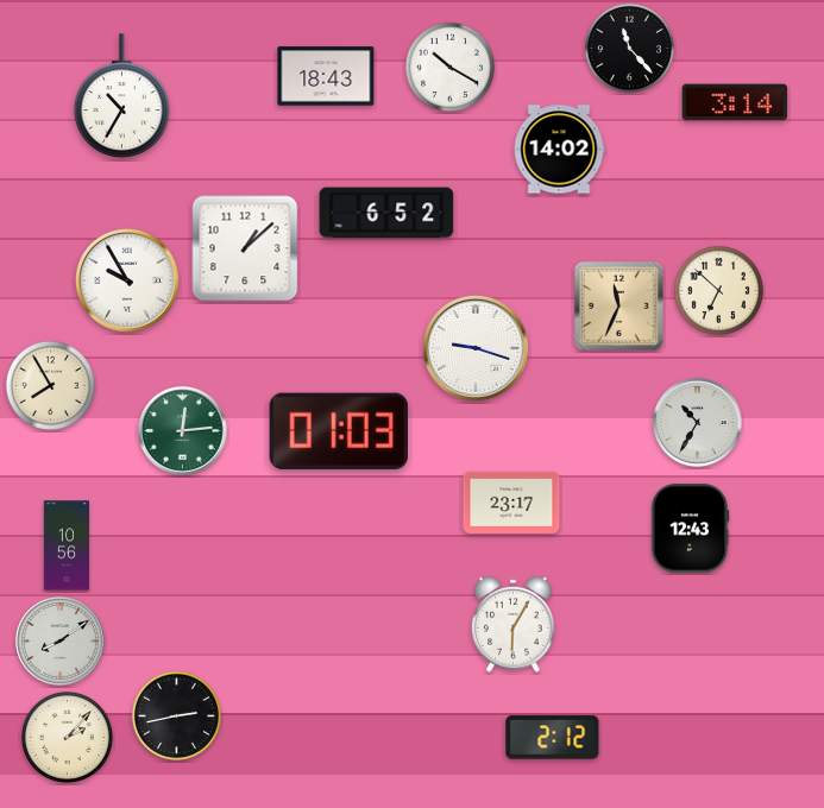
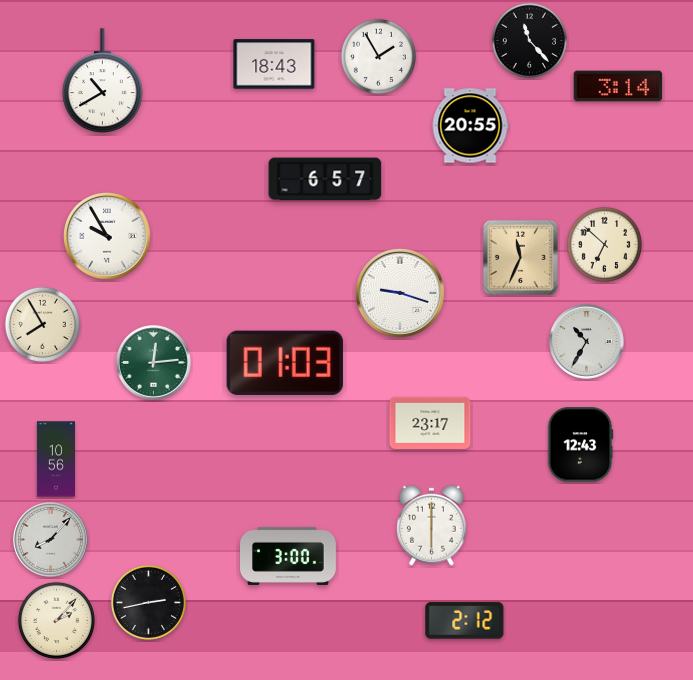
clock at (449, 67): 10:20 -> 1:55
clock at (122, 95): 10:35 -> 10:40
clock at (559, 150): 14:02 -> 20:55
clock at (386, 213): 6:52 -> 6:57
clock at (245, 248): 1:08 -> none
clock at (698, 423) position: (698, 423) -> (587, 342)
clock at (512, 624): 6:05 -> 6:00
clock at (61, 642): 8:09 -> 8:07
clock at (289, 556): none -> 3:00
